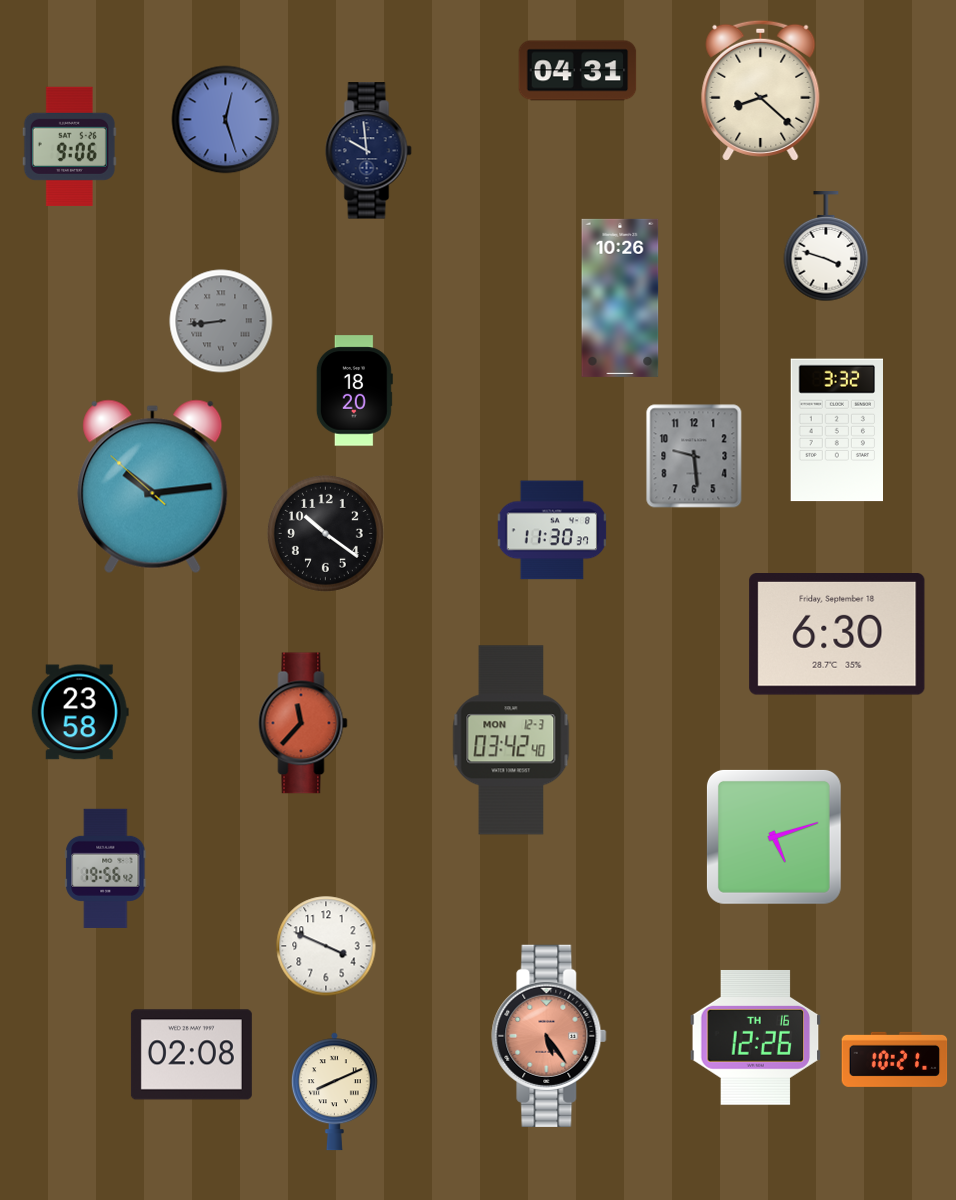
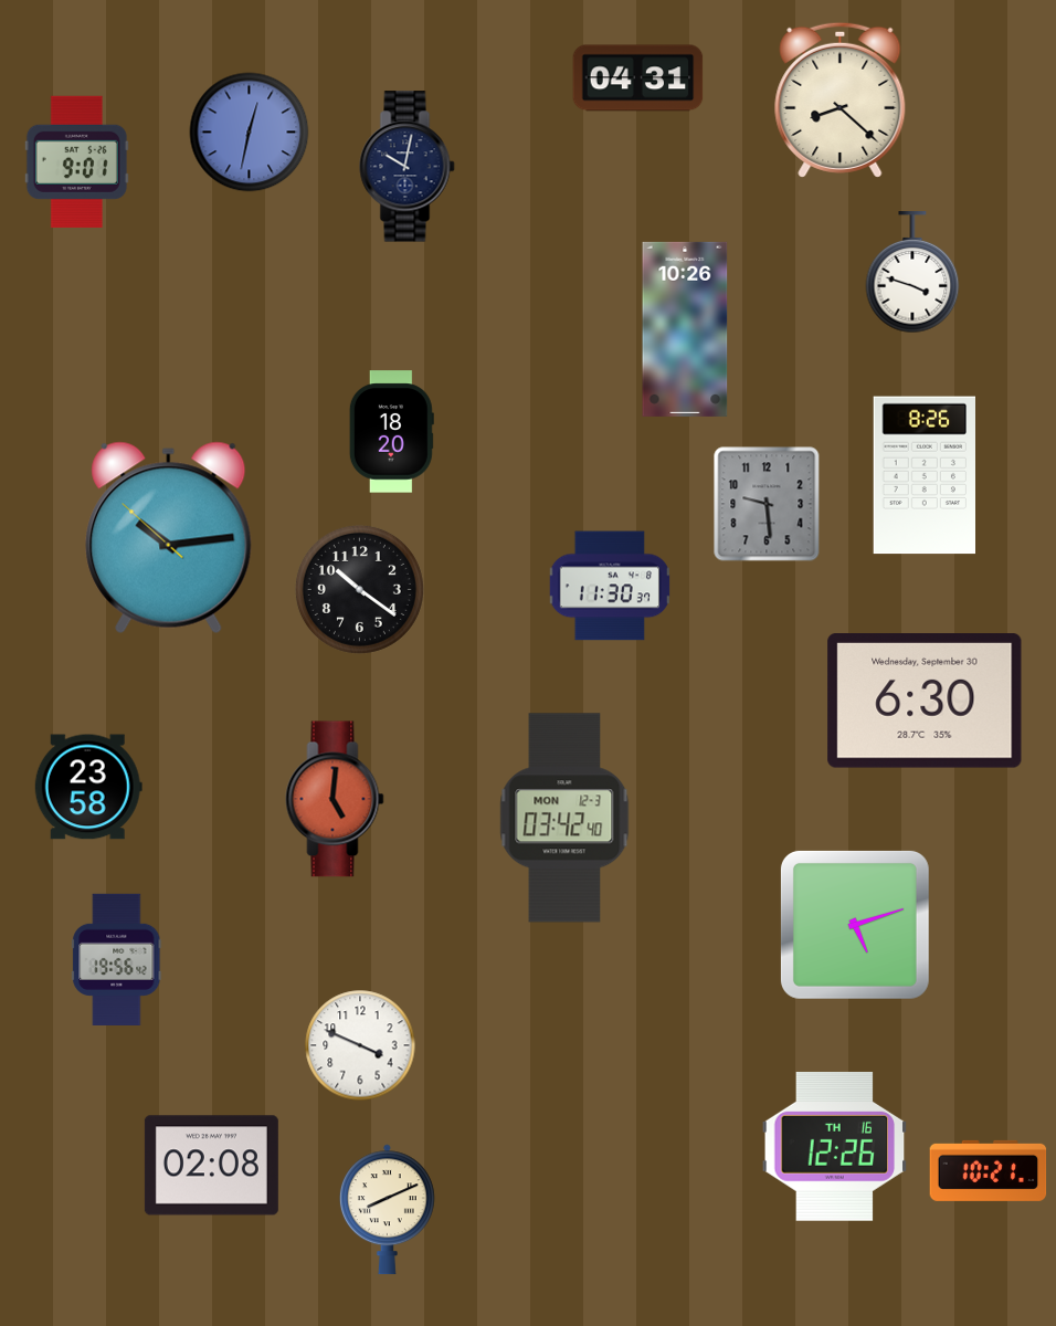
clock at (226, 120): 12:27 -> 12:32
clock at (69, 146): 9:06 -> 9:01
clock at (369, 151): 9:59 -> 10:02
clock at (221, 321): 8:44 -> none
clock at (836, 430): 3:32 -> 8:26
clock at (837, 635) date: Friday, September 18 -> Wednesday, September 30
clock at (303, 723): 11:37 -> 5:01
clock at (549, 1036): 5:24 -> none
clock at (334, 1092) position: (334, 1092) -> (387, 1210)
